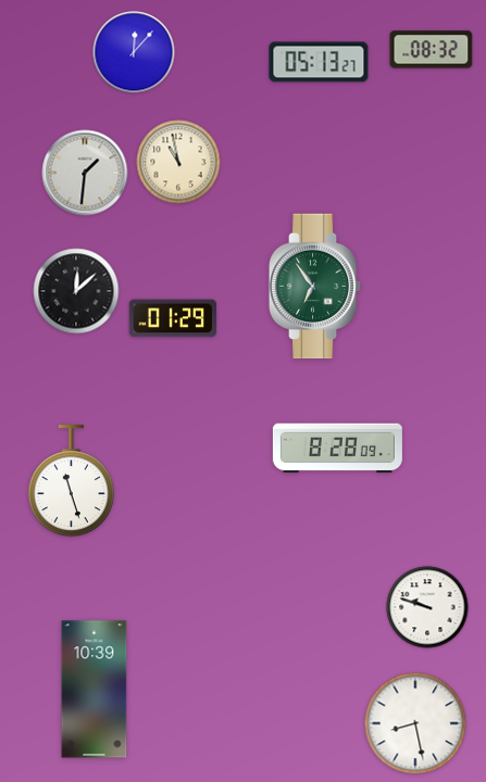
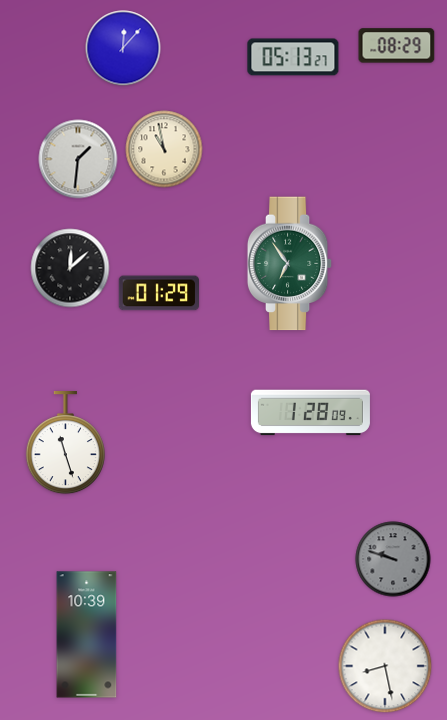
clock at (432, 50): 08:32 -> 08:29
clock at (337, 449): 8:28 -> 1:28
clock at (427, 607) dial: white -> grey
clock at (415, 723) position: (415, 723) -> (385, 666)
